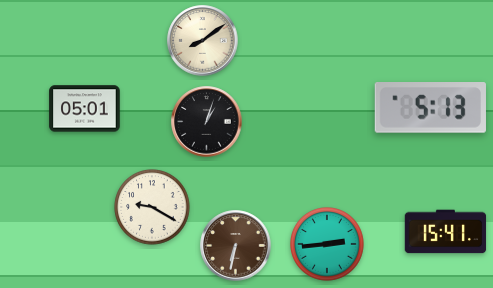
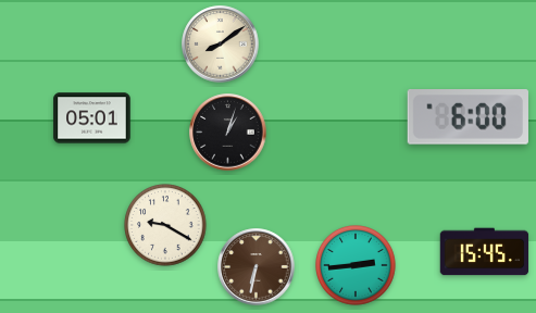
clock at (430, 108): 5:13 -> 6:00
clock at (207, 122) position: (207, 122) -> (228, 133)
clock at (446, 232): 15:41 -> 15:45
